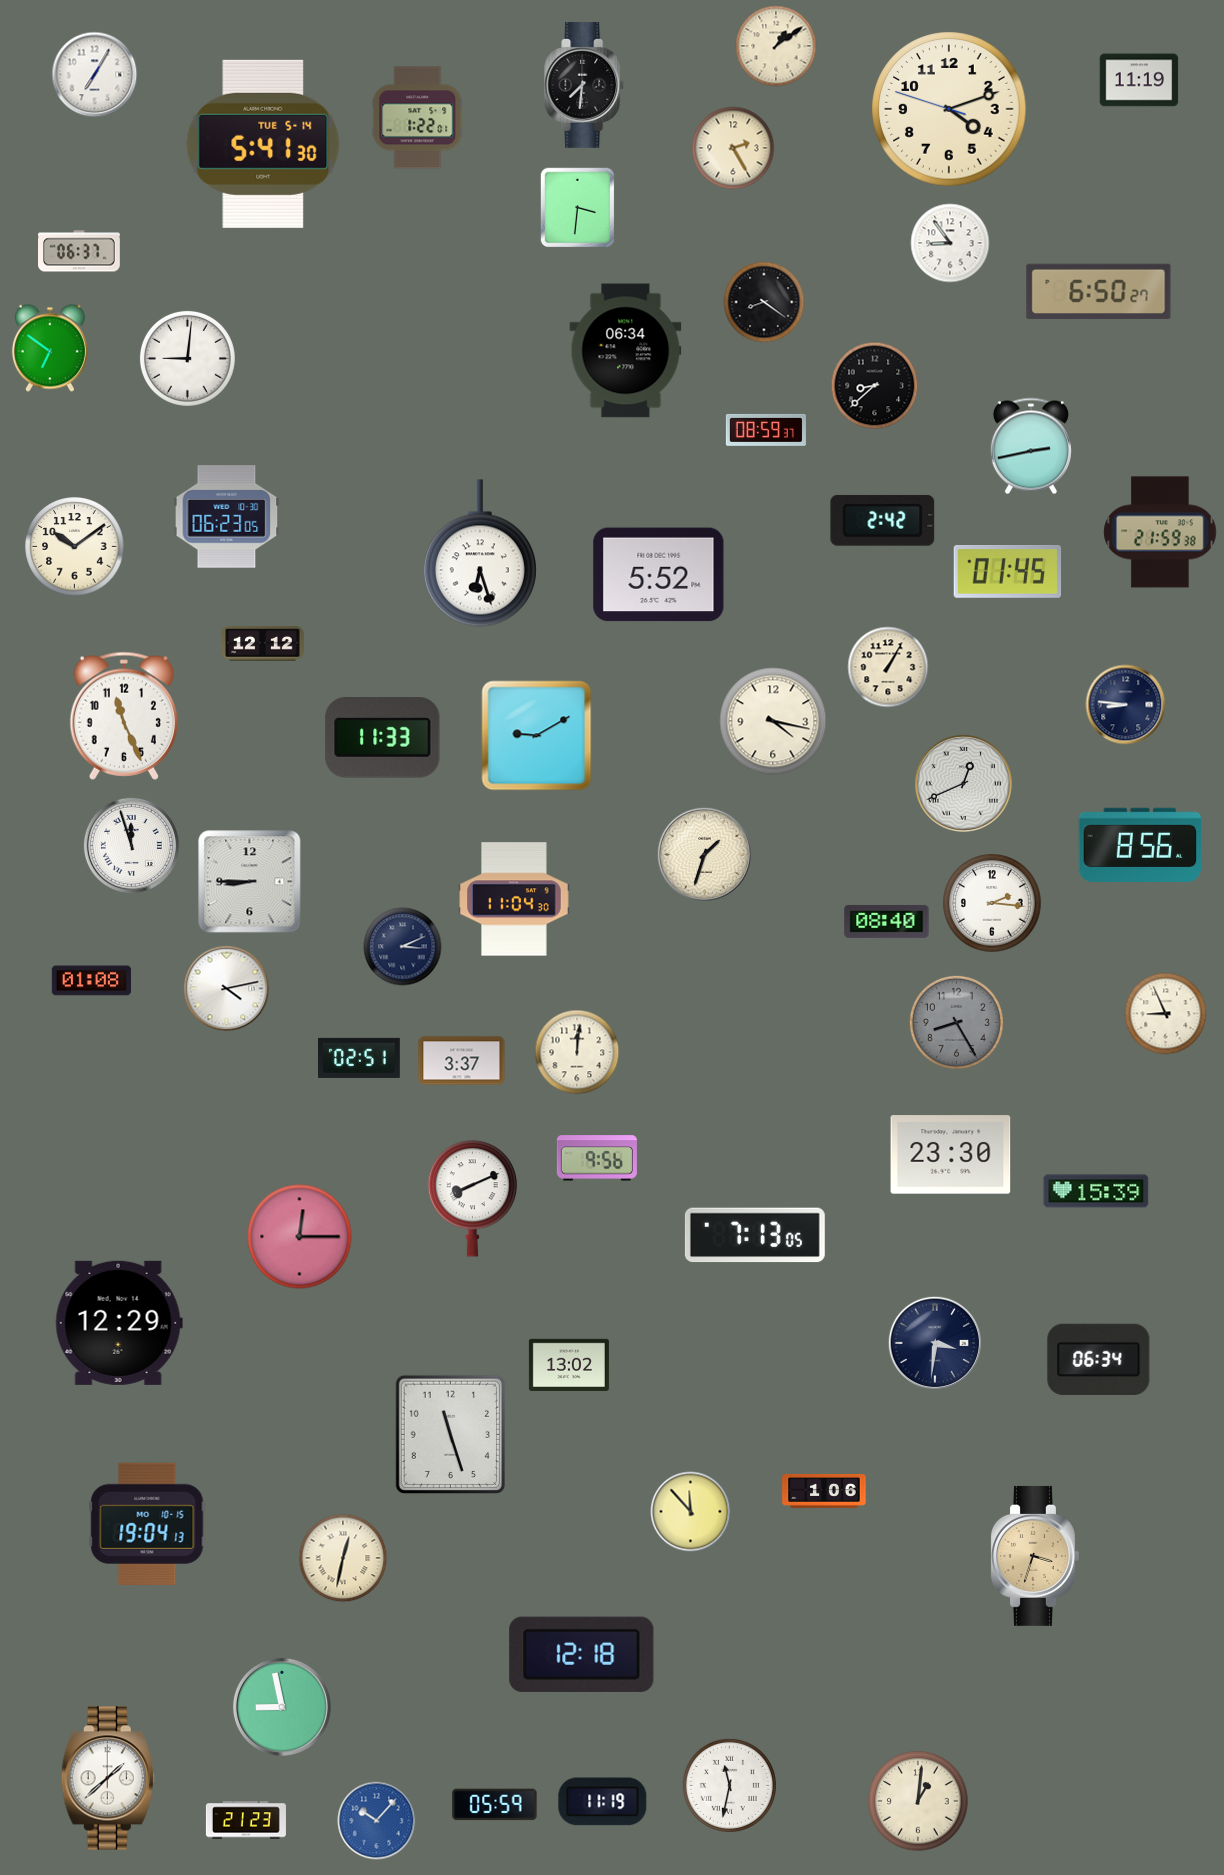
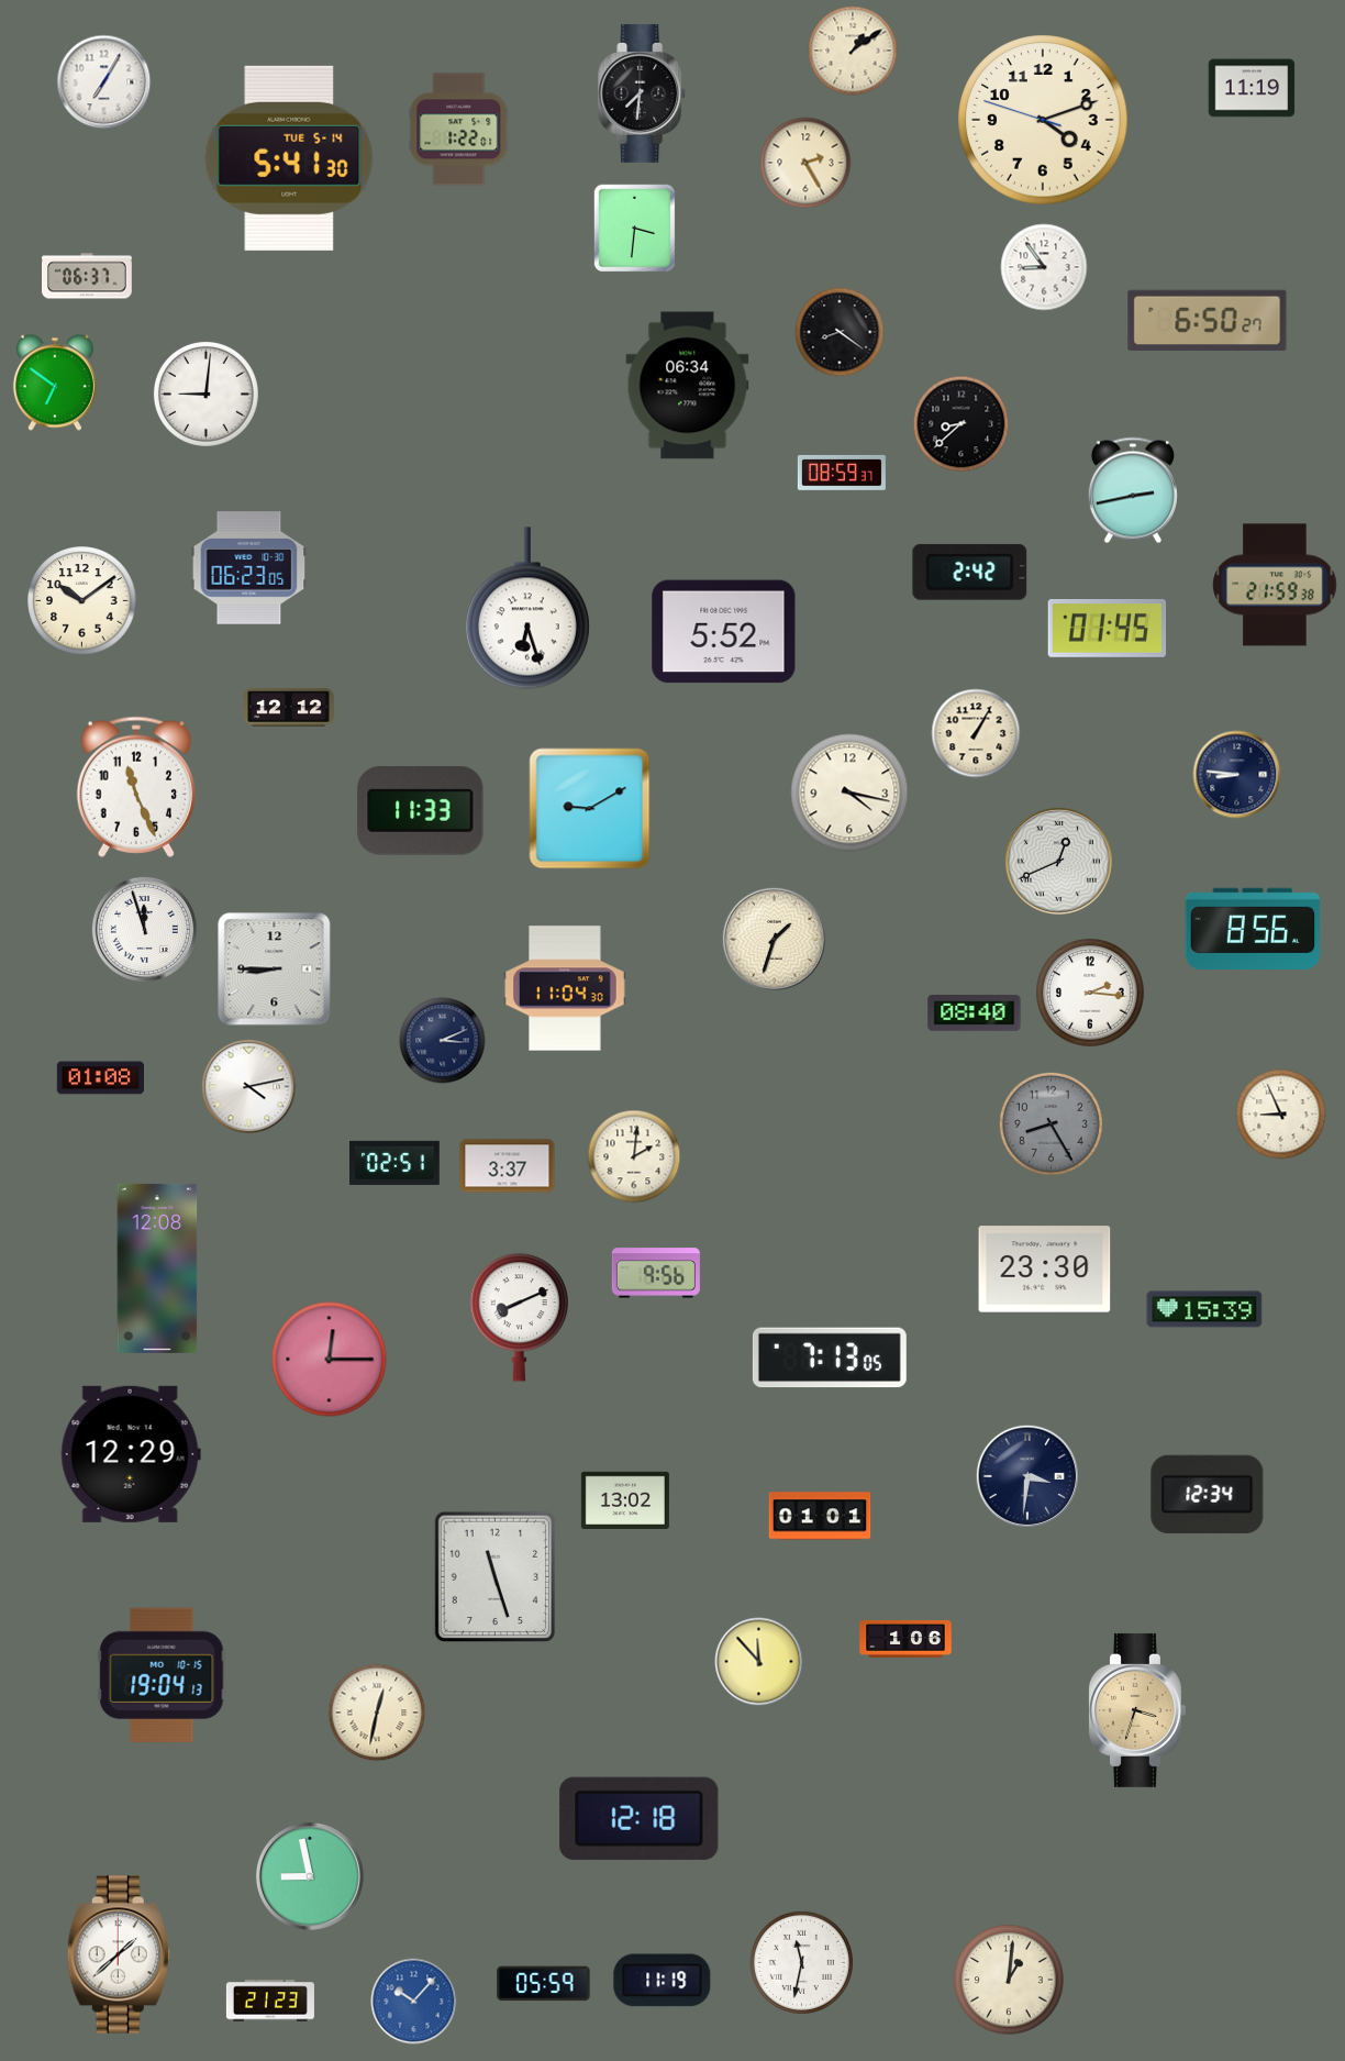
clock at (577, 1052): 12:01 -> 2:01
clock at (157, 1268): none -> 12:08
clock at (1099, 1359): 06:34 -> 12:34
clock at (820, 1516): none -> 01:01
